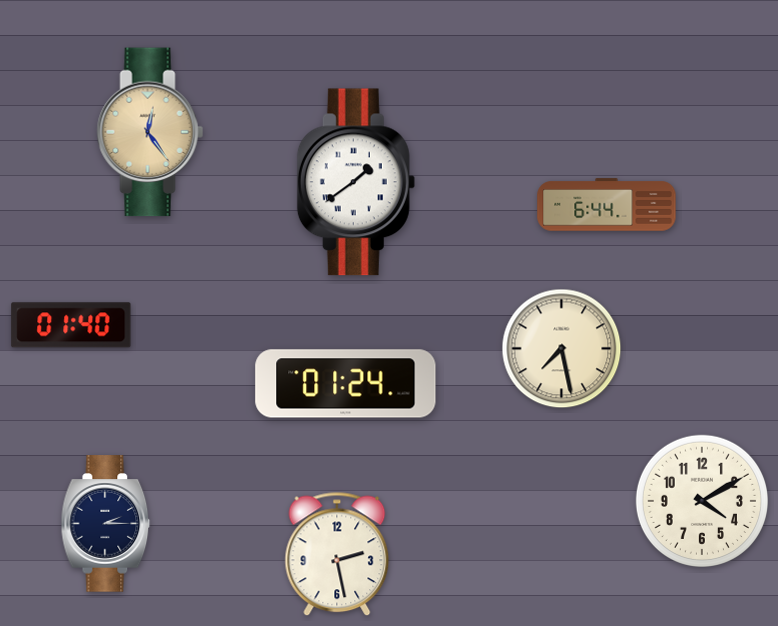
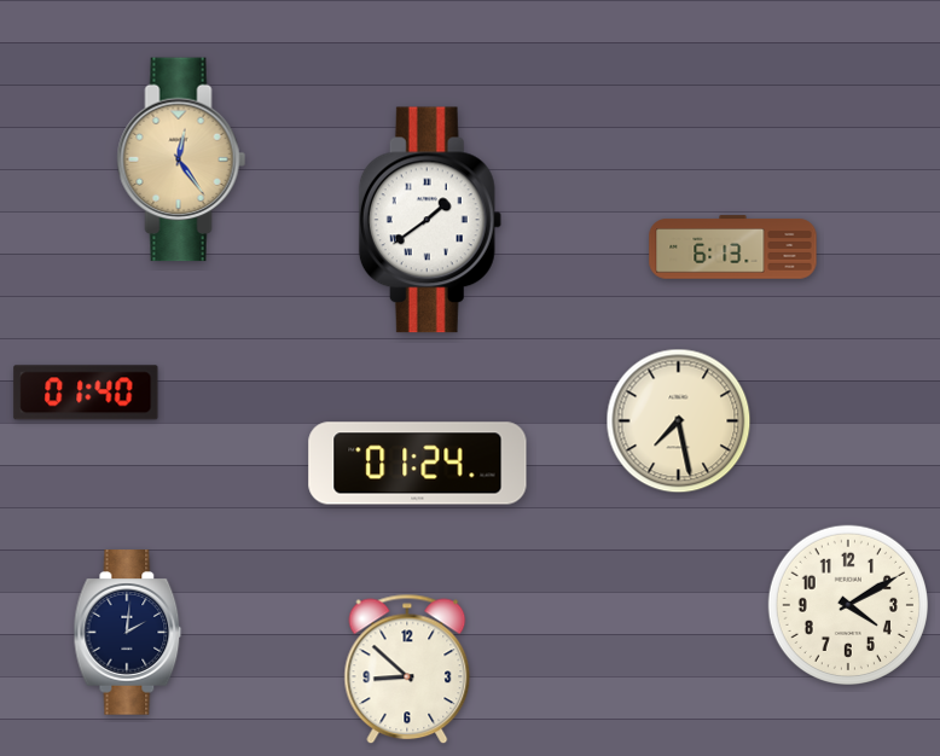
clock at (607, 205): 6:44 -> 6:13
clock at (106, 524): 2:15 -> 2:01
clock at (337, 554): 2:28 -> 8:52
